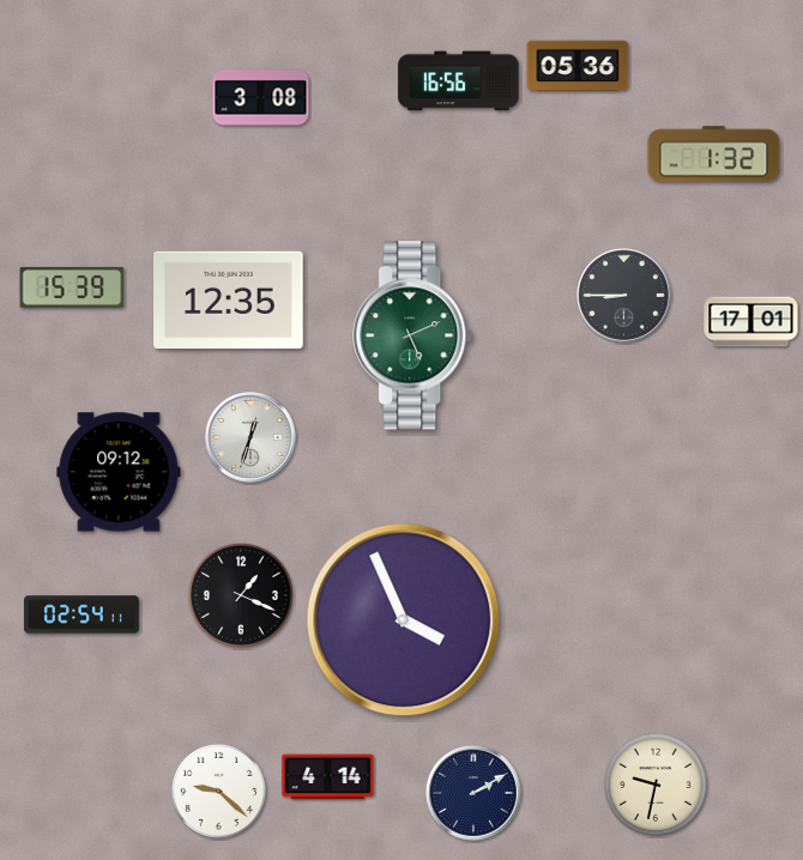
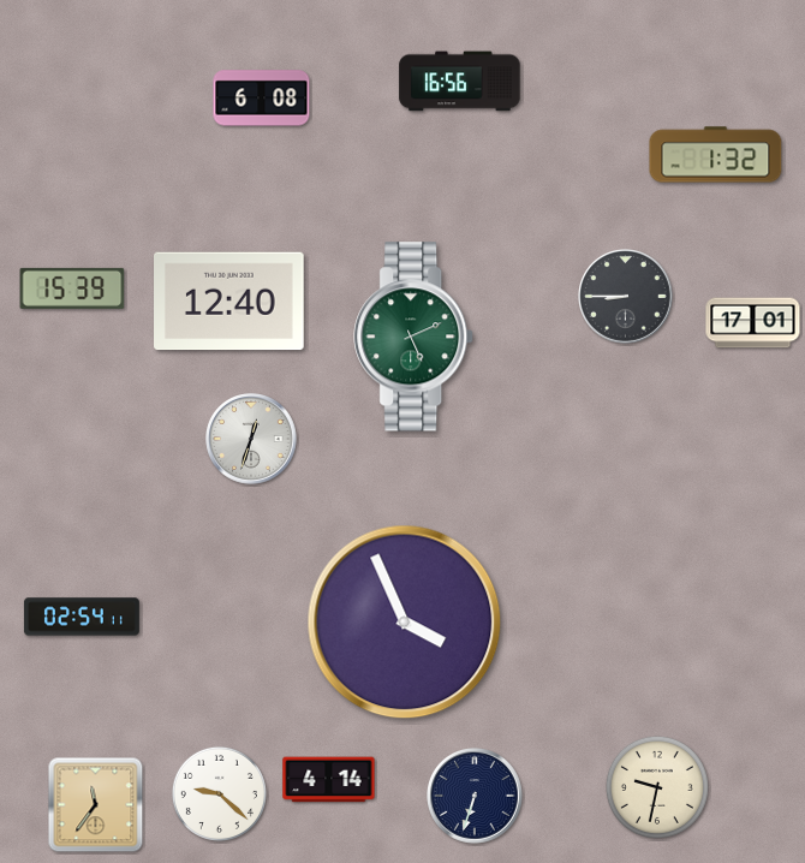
clock at (578, 66): 05:36 -> none
clock at (261, 98): 3:08 -> 6:08
clock at (229, 301): 12:35 -> 12:40
clock at (119, 472): 09:12 -> none
clock at (241, 595): 1:19 -> none
clock at (475, 794): 2:10 -> 6:33
clock at (96, 805): none -> 11:36
